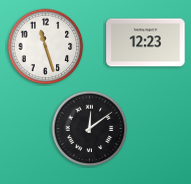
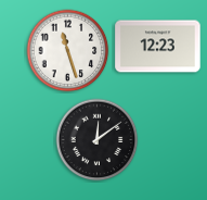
clock at (46, 47) position: (46, 47) -> (68, 51)
